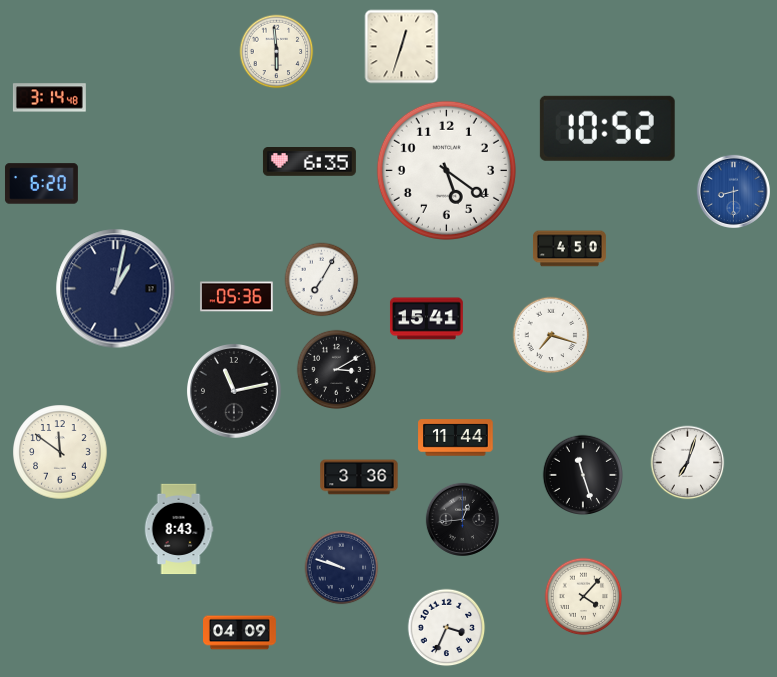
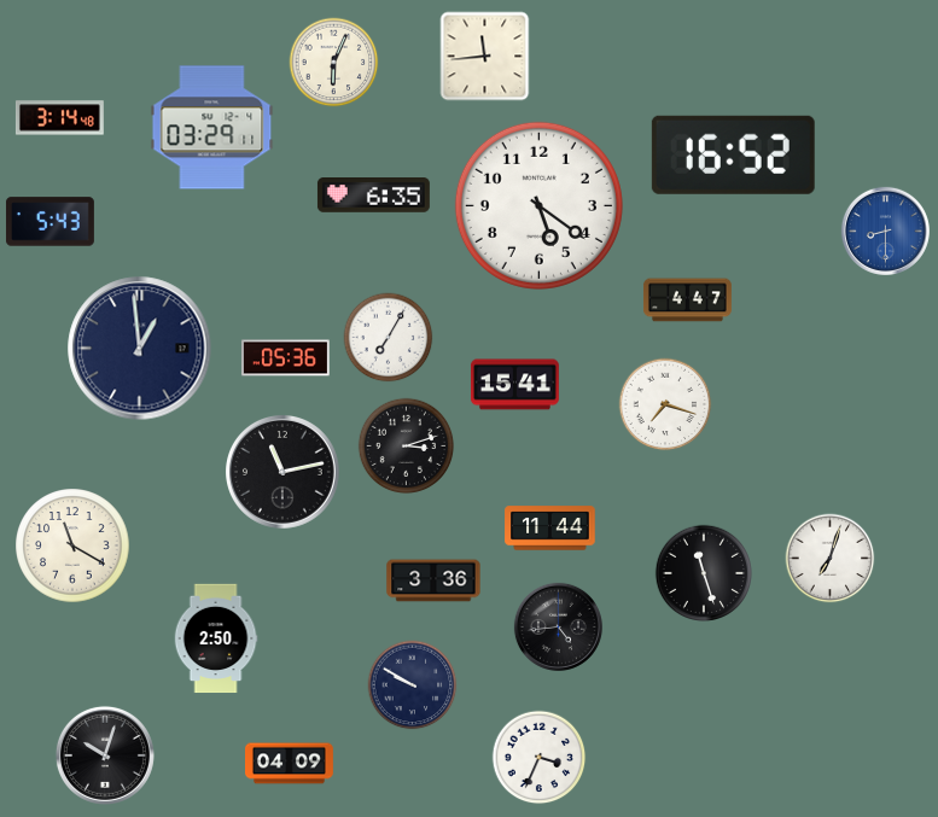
clock at (402, 47): 12:33 -> 11:44
clock at (277, 52): 5:59 -> 6:04
clock at (212, 128): none -> 03:29
clock at (607, 128): 10:52 -> 16:52
clock at (41, 184): 6:20 -> 5:43
clock at (569, 249): 4:50 -> 4:47
clock at (116, 289): 1:02 -> 12:59
clock at (337, 370): 3:10 -> 3:12
clock at (60, 452): 11:51 -> 11:20
clock at (359, 477) position: (359, 477) -> (433, 580)
clock at (462, 519): 12:44 -> 4:44
clock at (179, 529): 8:43 -> 2:50
clock at (342, 568): 9:48 -> 9:50
clock at (584, 597): 4:07 -> none
clock at (105, 755): none -> 10:03
